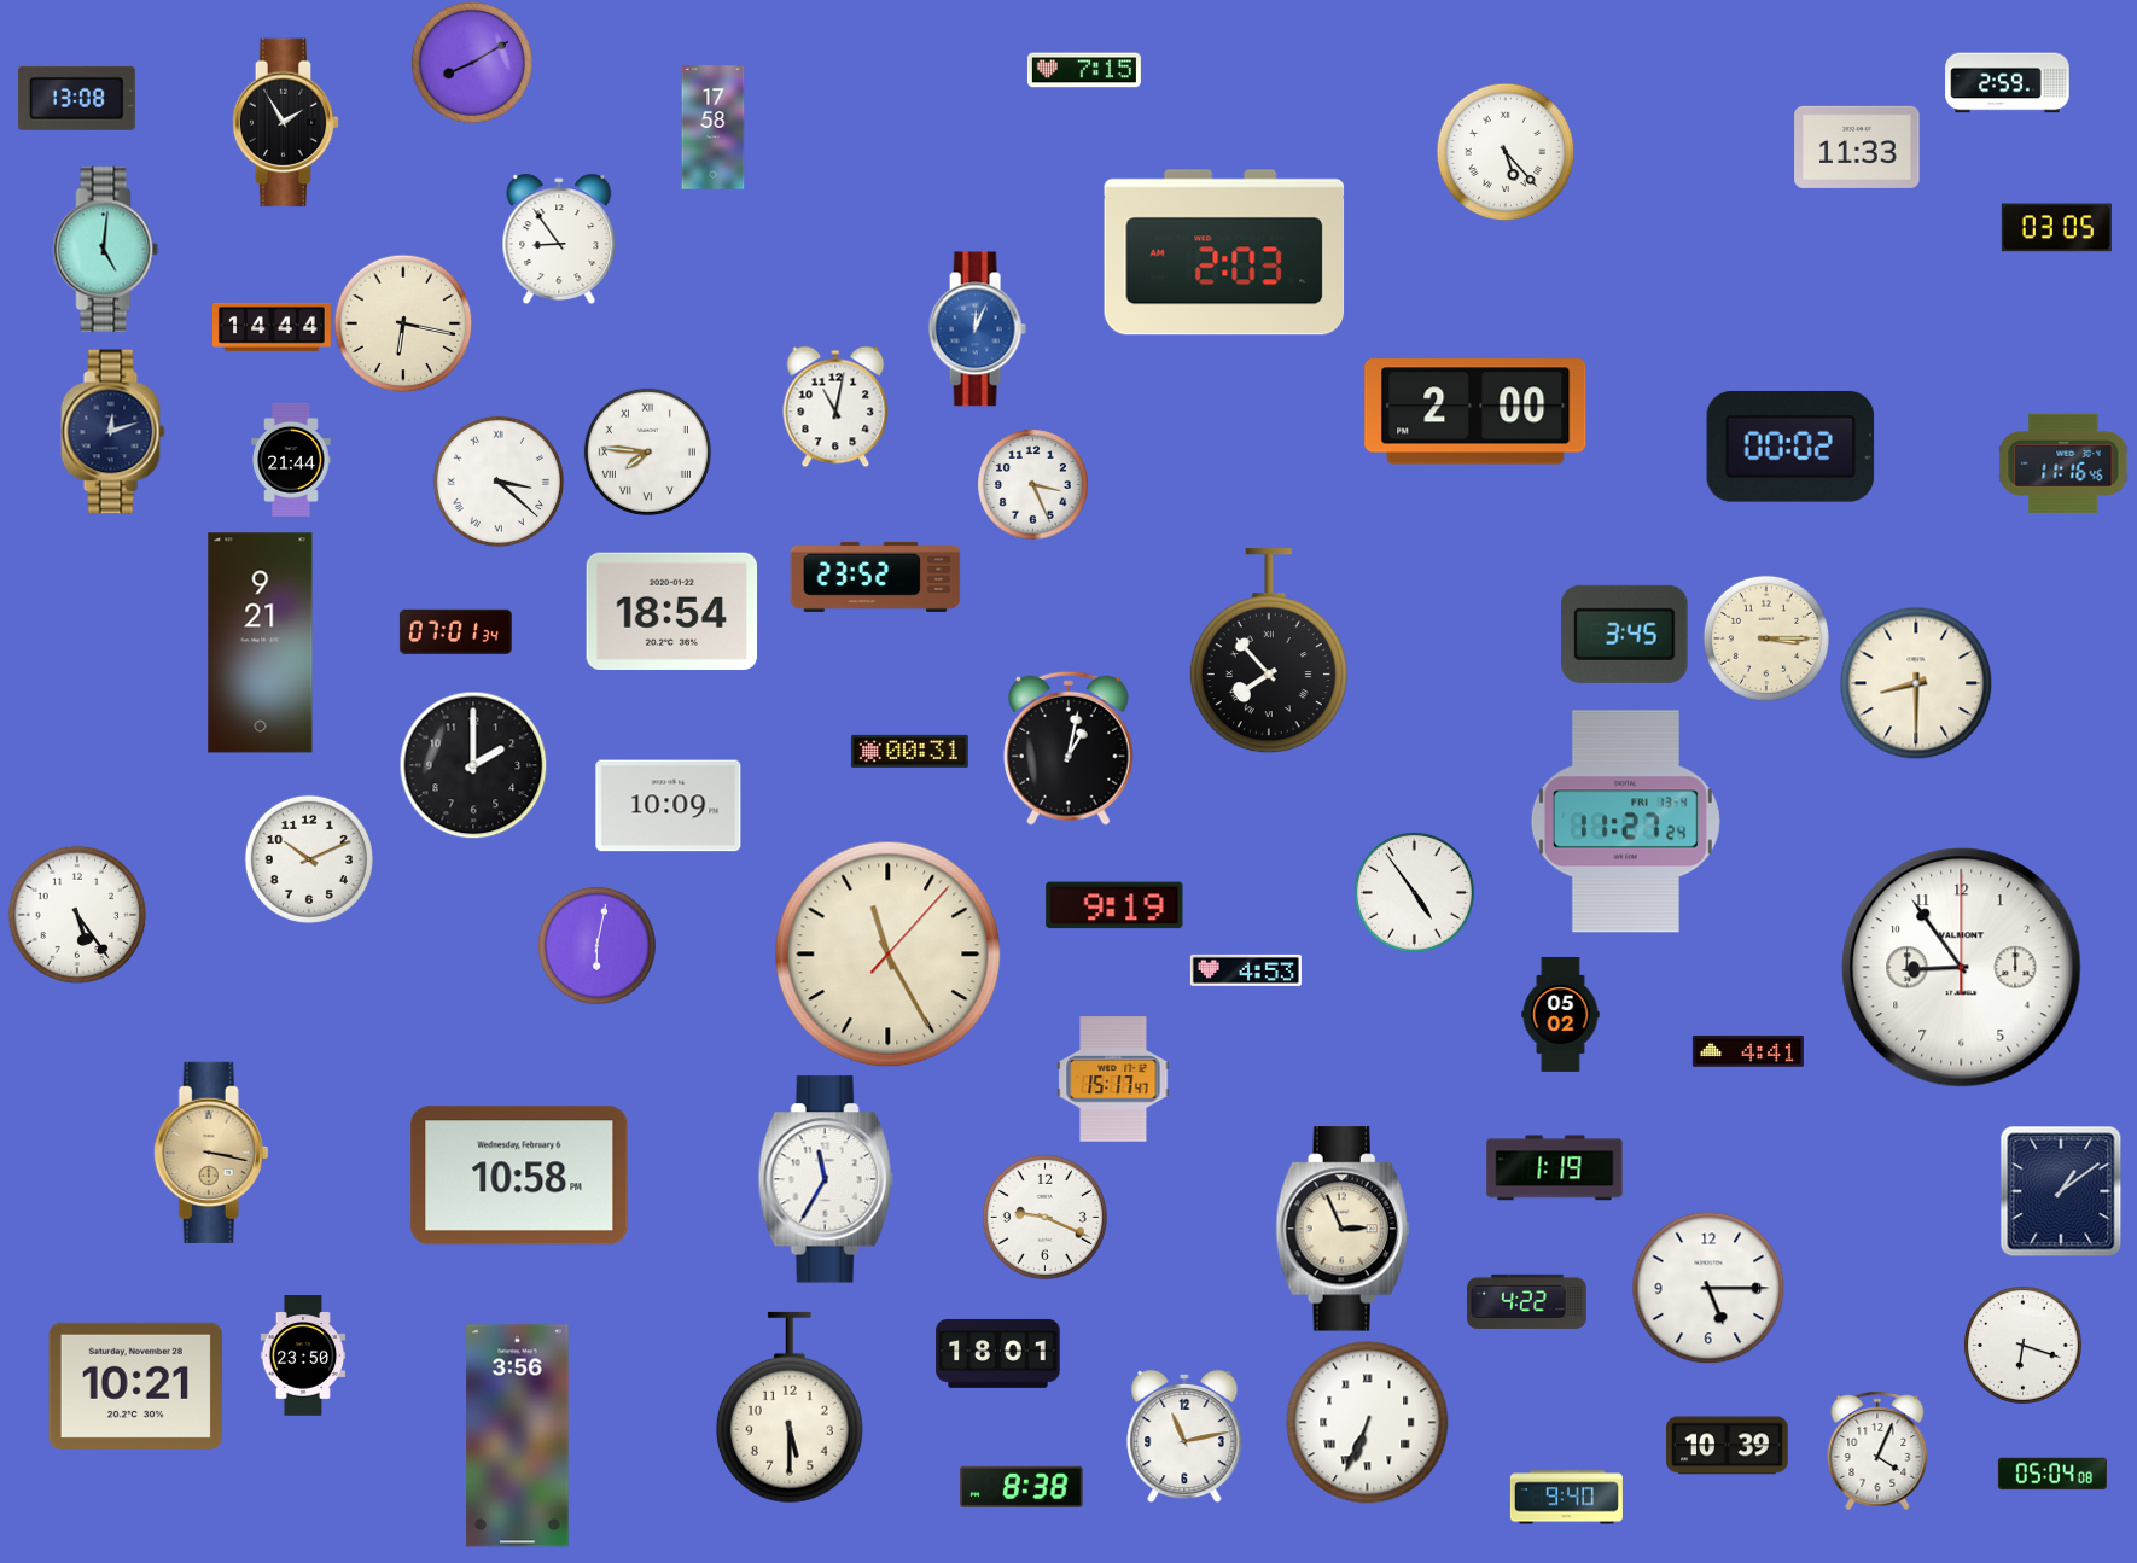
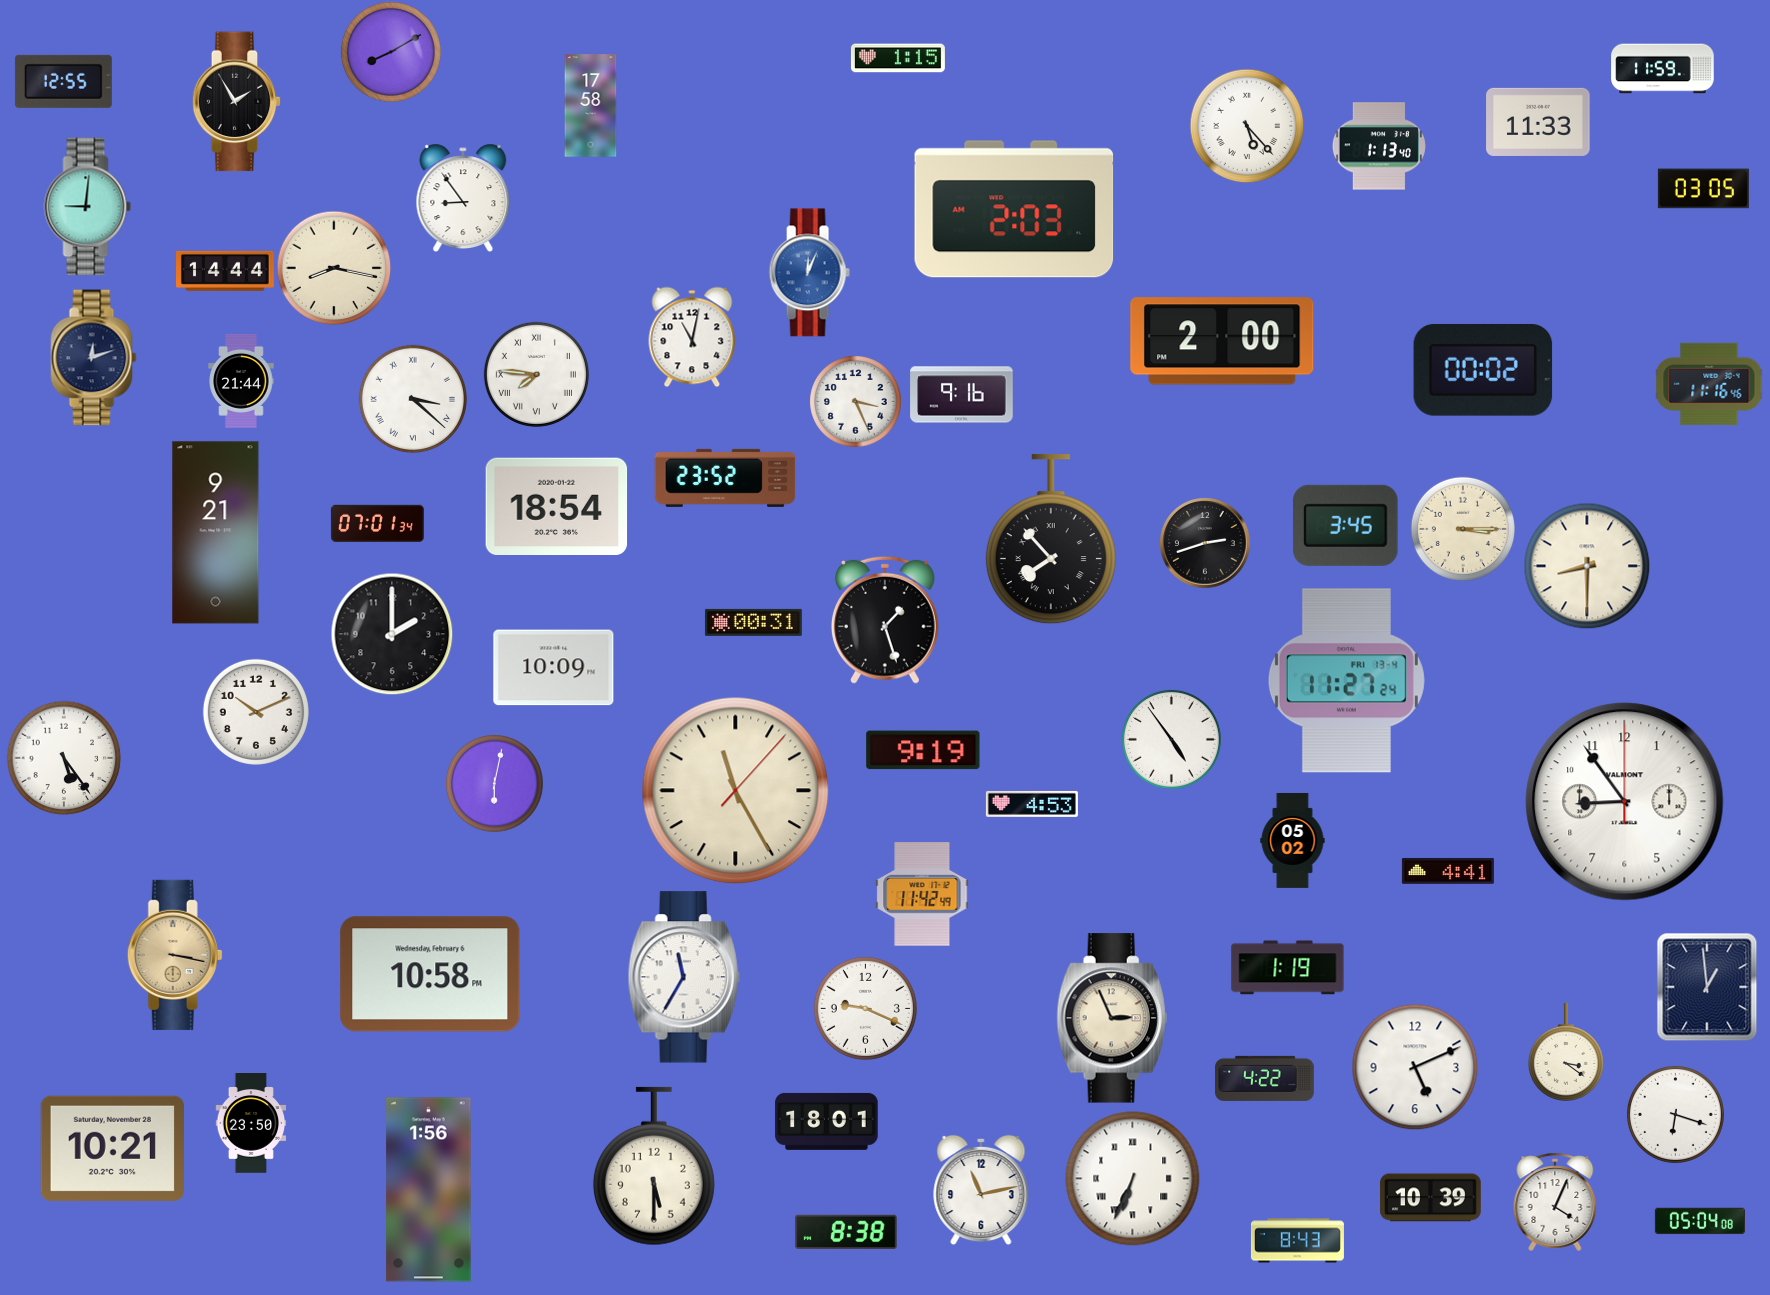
clock at (1084, 70): 7:15 -> 1:15
clock at (2008, 83): 2:59 -> 11:59
clock at (76, 98): 13:08 -> 12:55
clock at (1379, 146): none -> 1:13
clock at (106, 250): 5:01 -> 9:01
clock at (403, 323): 6:17 -> 8:17
clock at (962, 395): none -> 9:16
clock at (1205, 543): none -> 2:42
clock at (1068, 748): 1:02 -> 1:27
clock at (1113, 1079): 15:17 -> 11:42
clock at (2061, 1191): 1:09 -> 12:59
clock at (1566, 1053): none -> 3:21
clock at (1708, 1288): 5:15 -> 5:11
clock at (518, 1436): 3:56 -> 1:56
clock at (1566, 1498): 9:40 -> 8:43
